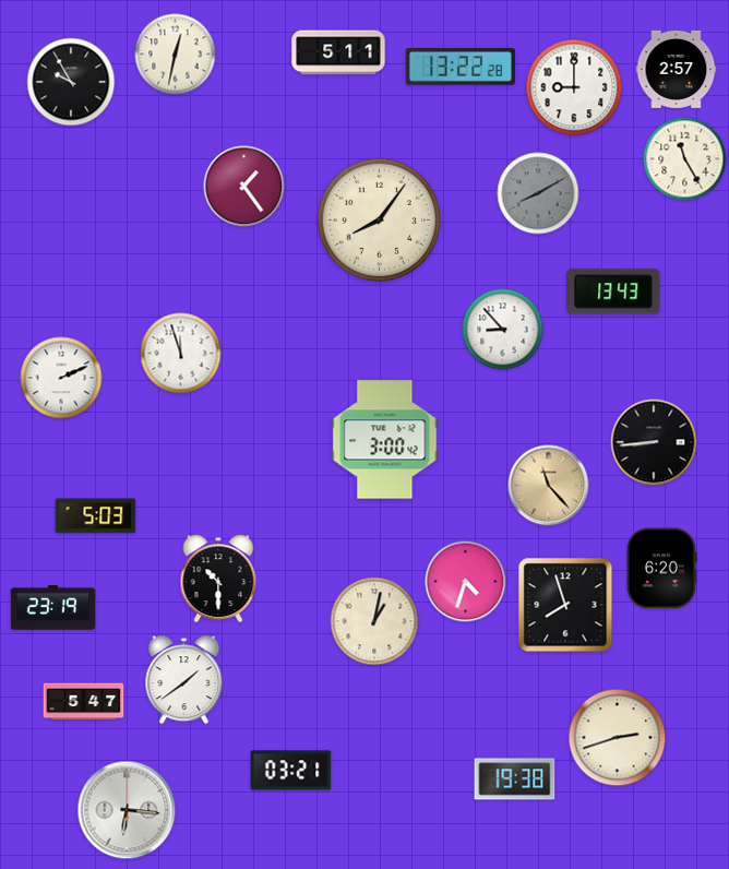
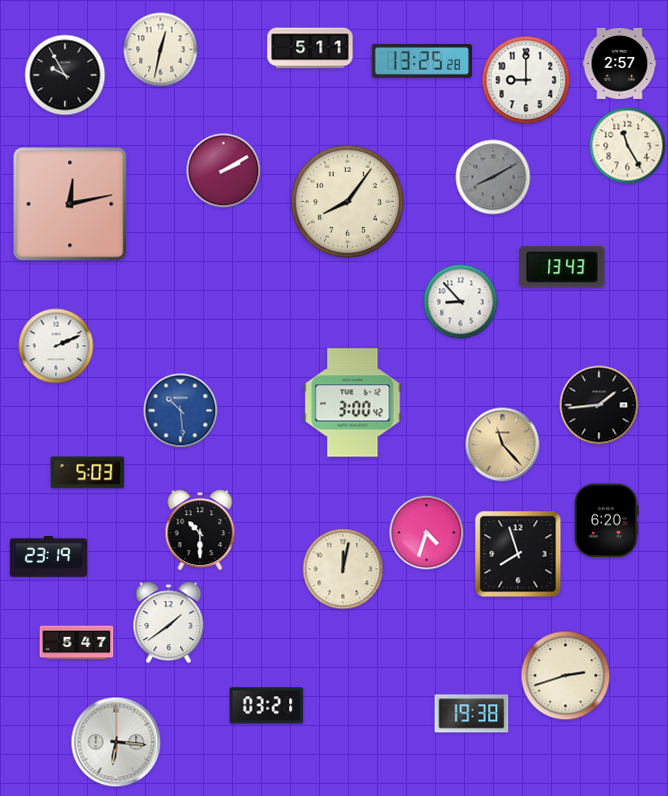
clock at (459, 68): 13:22 -> 13:25
clock at (244, 187): 1:24 -> 2:10
clock at (70, 204): none -> 12:13
clock at (181, 354): 11:57 -> none
clock at (654, 442): 8:44 -> 1:44
clock at (181, 411): none -> 10:29
clock at (374, 621): 1:02 -> 12:02
